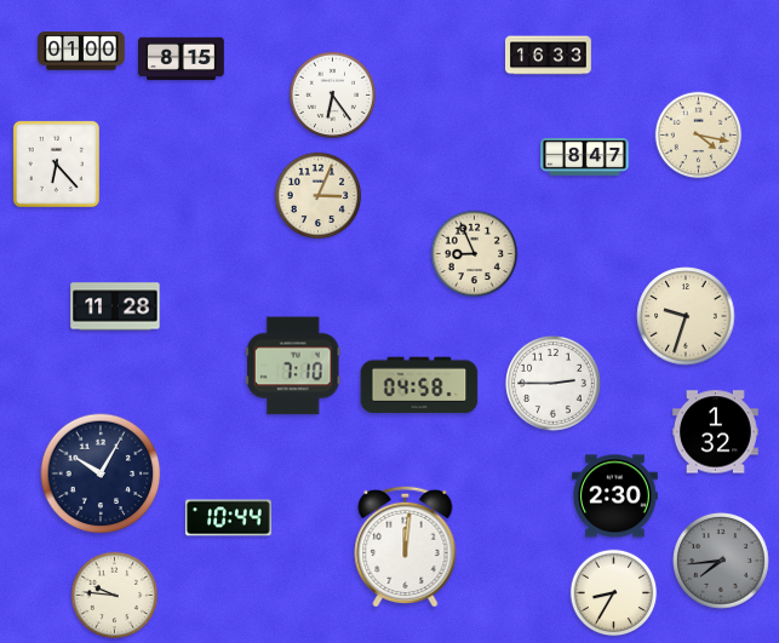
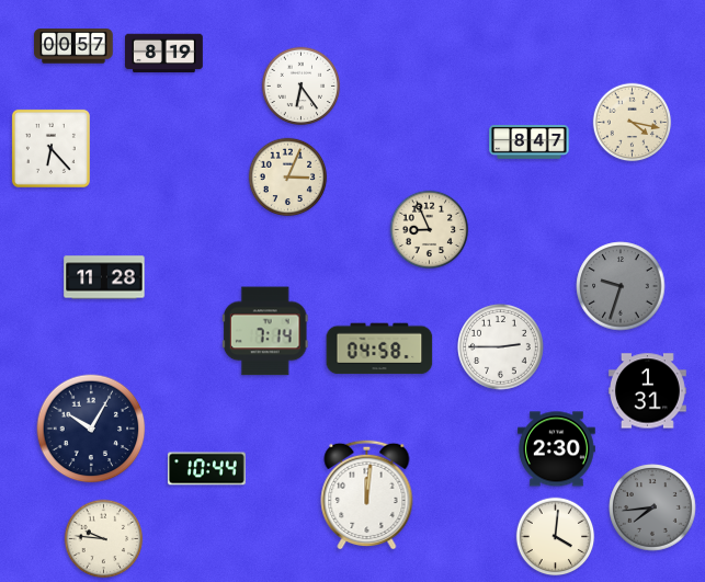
clock at (81, 51): 01:00 -> 00:57
clock at (549, 56): 16:33 -> none
clock at (182, 59): 8:15 -> 8:19
clock at (686, 316) dial: cream -> grey
clock at (293, 366): 7:10 -> 7:14
clock at (716, 432): 1:32 -> 1:31
clock at (614, 593): 8:35 -> 4:01
